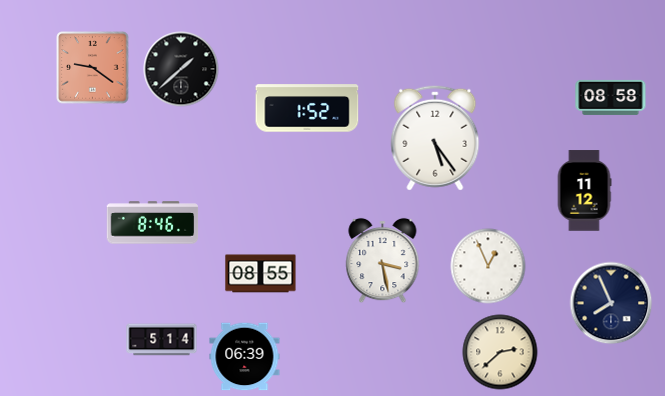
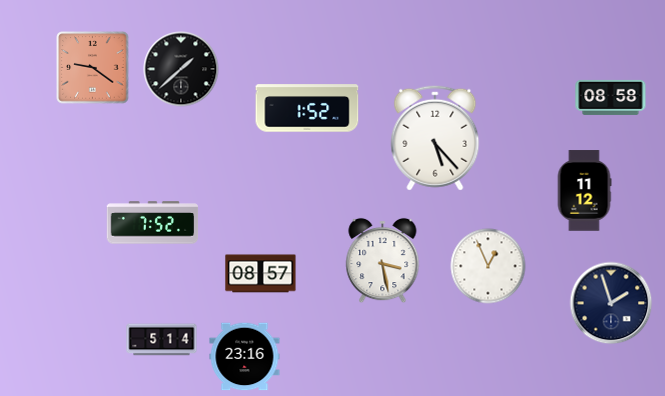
clock at (435, 138): 5:24 -> 5:23
clock at (153, 223): 8:46 -> 7:52
clock at (261, 274): 08:55 -> 08:57
clock at (611, 303): 7:56 -> 1:57
clock at (500, 352): 2:38 -> none
clock at (245, 357): 06:39 -> 23:16
